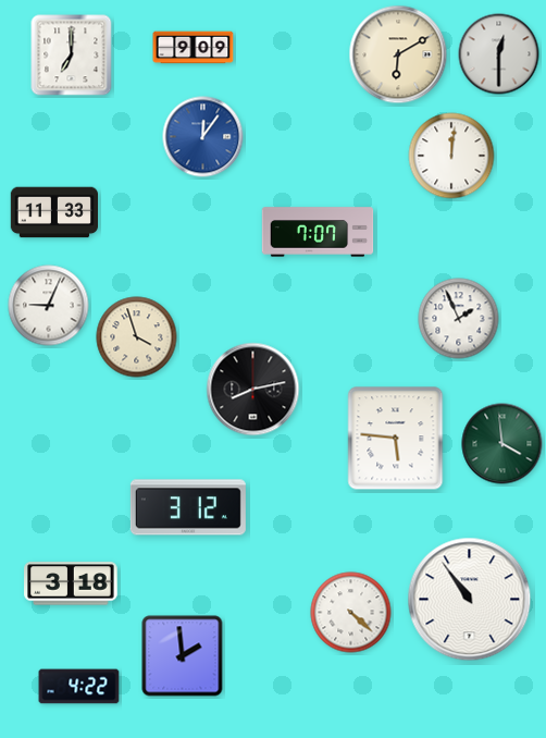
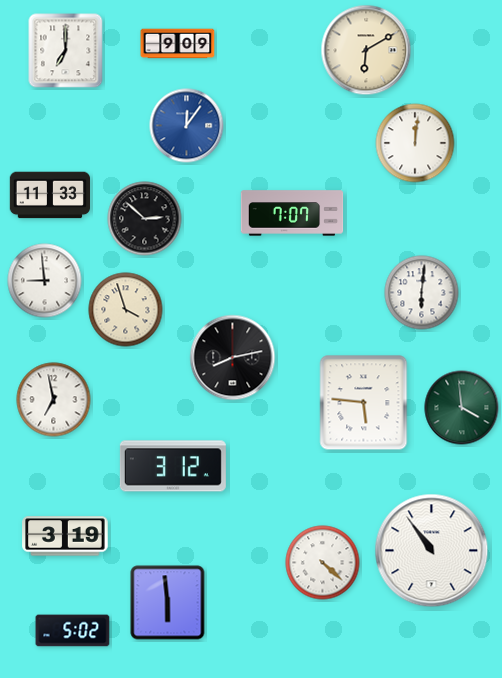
clock at (499, 54): 12:30 -> none
clock at (145, 219): none -> 2:52
clock at (49, 306): 9:04 -> 8:59
clock at (459, 319): 1:56 -> 6:01
clock at (54, 400): none -> 6:58
clock at (71, 583): 3:18 -> 3:19
clock at (183, 656): 1:59 -> 5:59
clock at (79, 687): 4:22 -> 5:02
